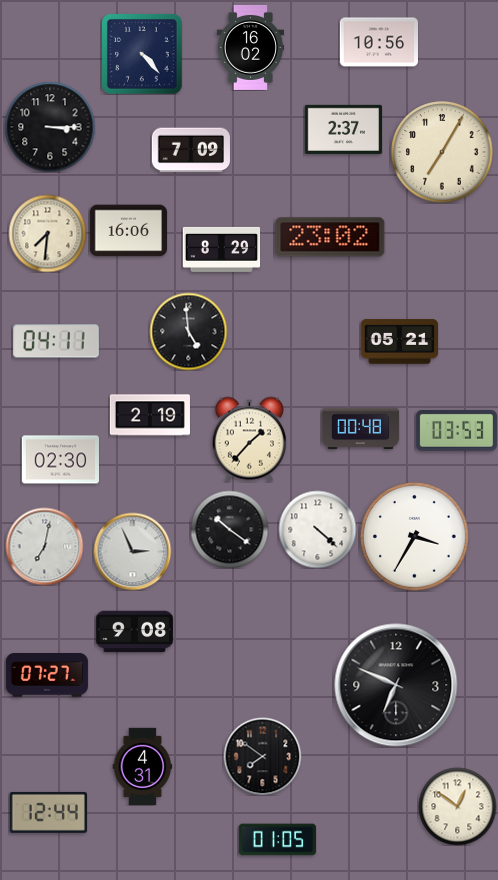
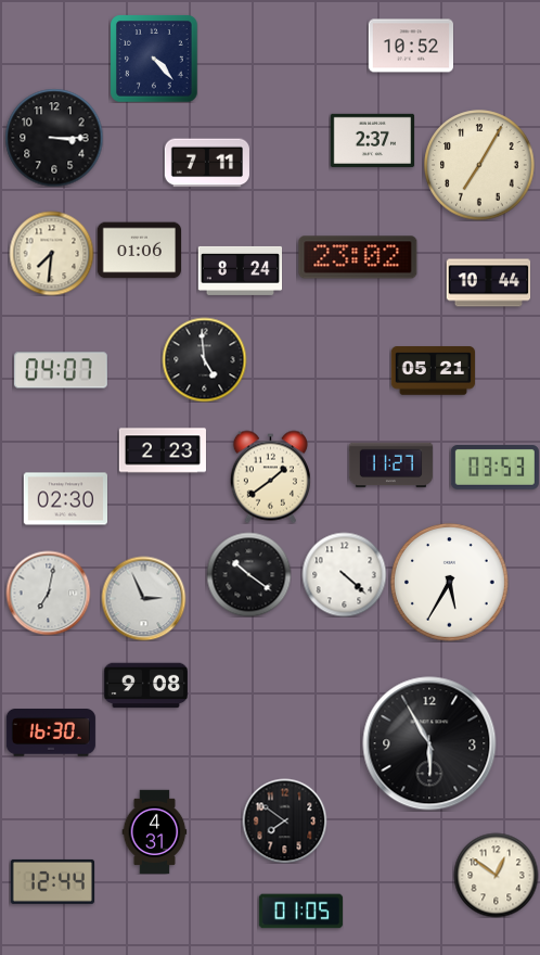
clock at (378, 42): 10:56 -> 10:52
clock at (251, 47): 16:02 -> none
clock at (191, 150): 7:09 -> 7:11
clock at (128, 231): 16:06 -> 01:06
clock at (221, 249): 8:29 -> 8:24
clock at (488, 283): none -> 10:44
clock at (56, 341): 04:11 -> 04:07
clock at (150, 415): 2:19 -> 2:23
clock at (360, 429): 00:48 -> 11:27
clock at (249, 439): 1:37 -> 1:39
clock at (414, 536): 3:35 -> 5:35
clock at (47, 676): 07:27 -> 16:30
clock at (396, 685): 6:49 -> 5:55
